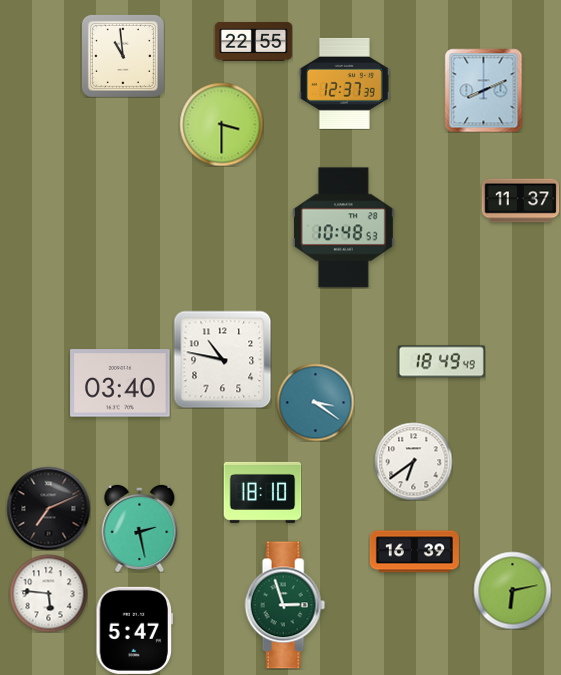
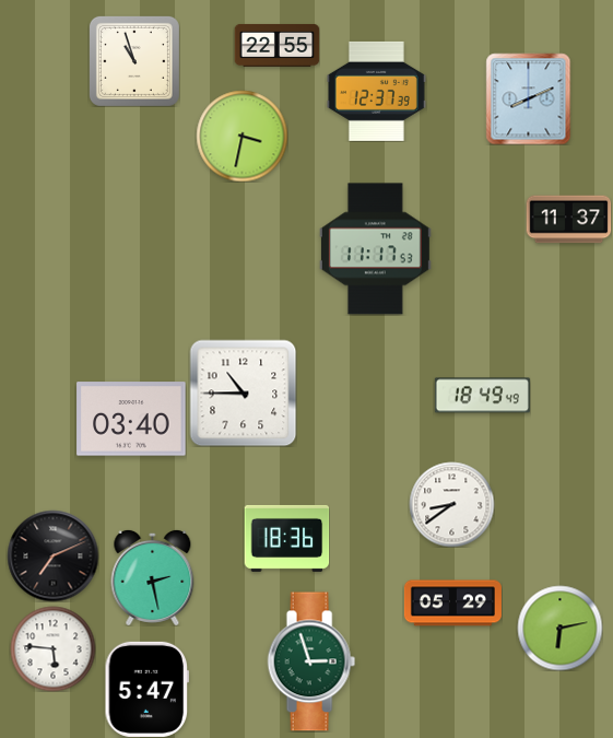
clock at (123, 56): 10:59 -> 10:57
clock at (221, 124): 3:30 -> 3:32
clock at (343, 228): 10:48 -> 11:17
clock at (222, 359): 10:47 -> 10:45
clock at (315, 402): 3:21 -> none
clock at (413, 461): 6:39 -> 8:39
clock at (262, 492): 18:10 -> 18:36
clock at (414, 552): 16:39 -> 05:29
clock at (512, 590) position: (512, 590) -> (559, 628)
